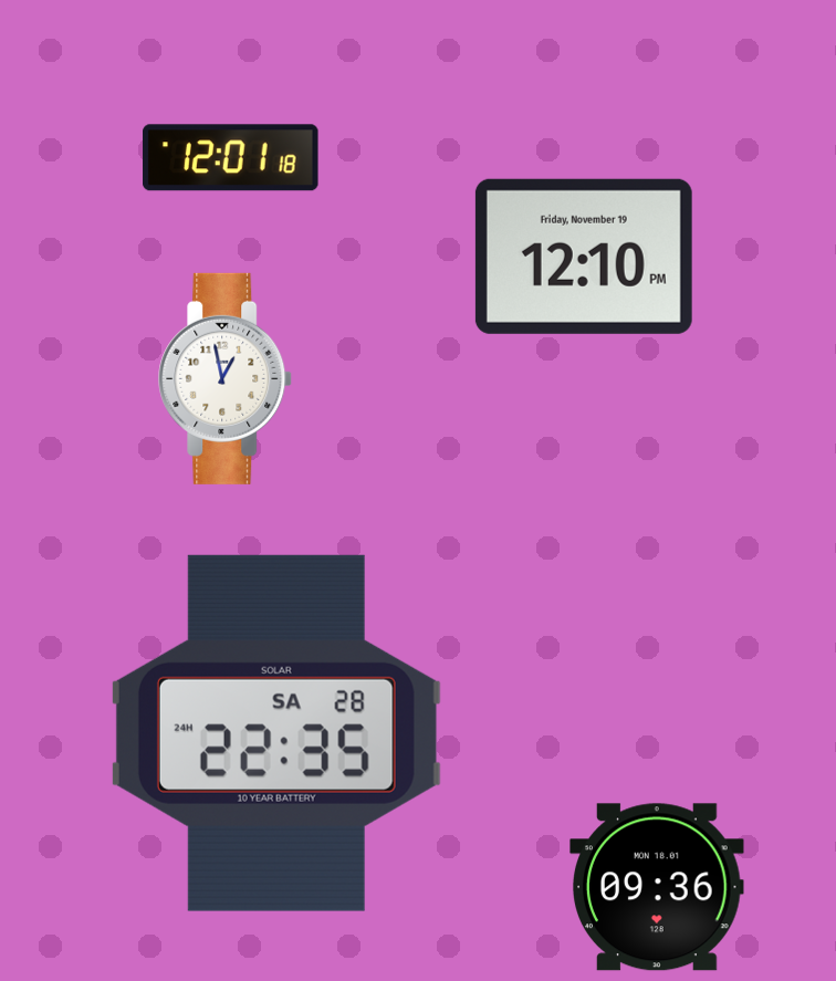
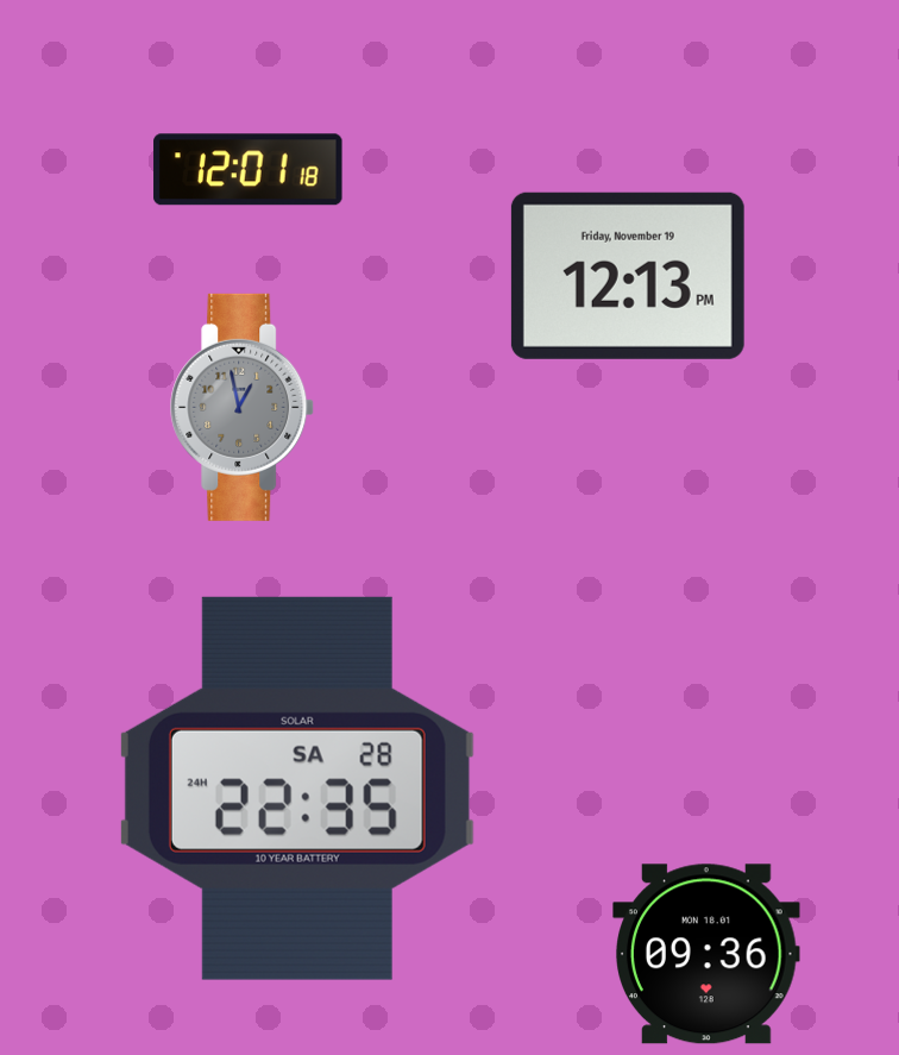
clock at (584, 257): 12:10 -> 12:13
clock at (226, 378) dial: white -> grey
